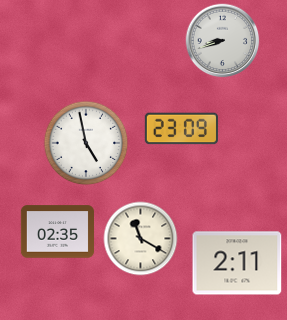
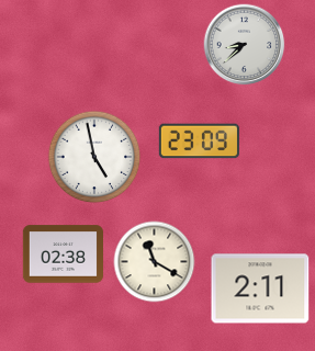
clock at (223, 41): 8:42 -> 8:38
clock at (57, 232): 02:35 -> 02:38
